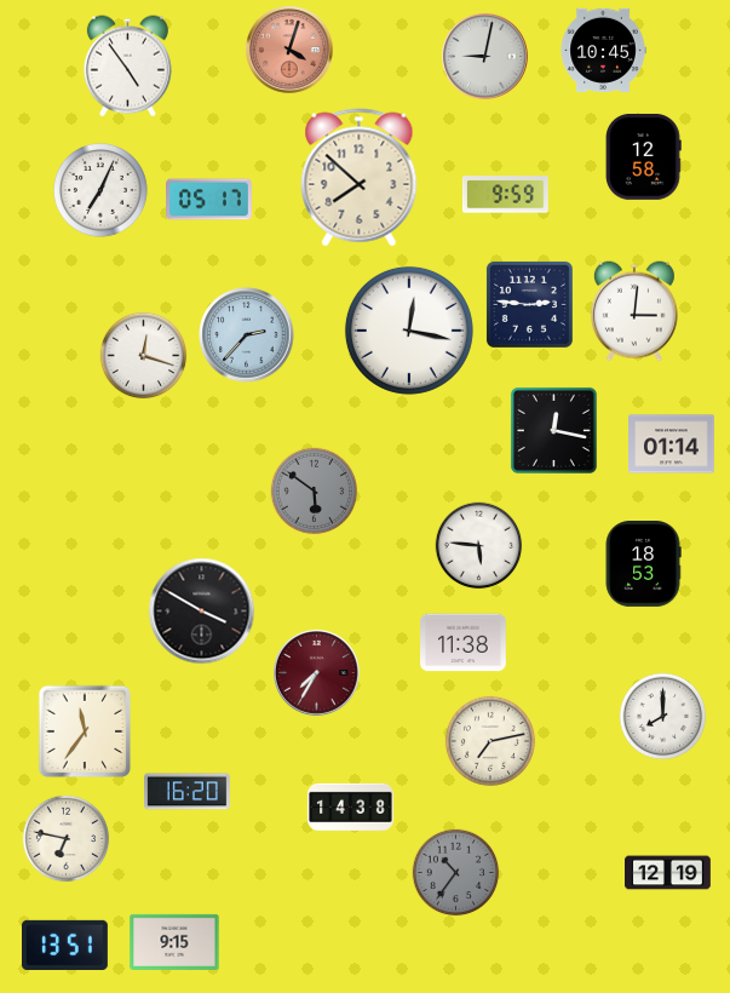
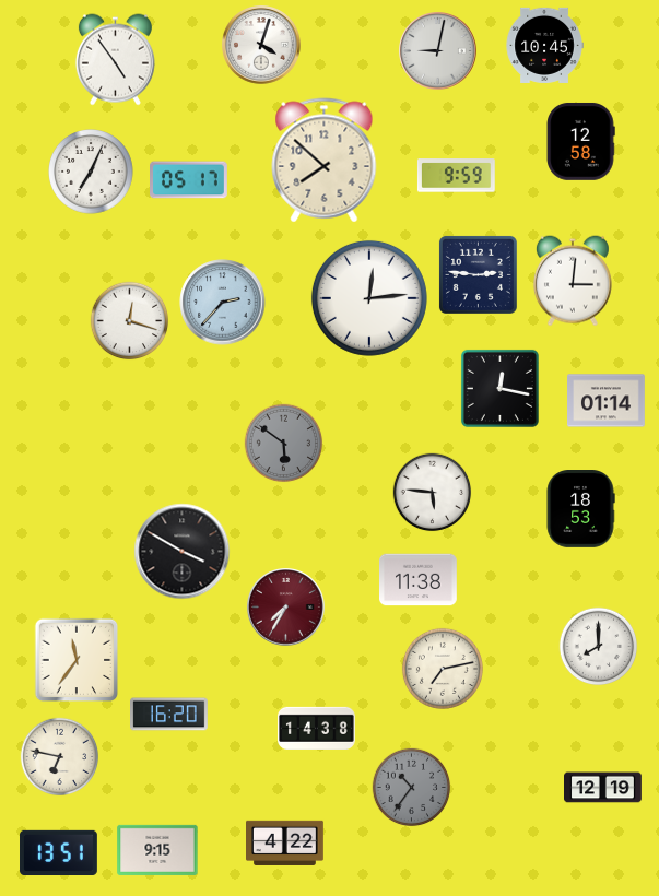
clock at (291, 51) dial: salmon -> white
clock at (409, 331): 12:17 -> 12:14
clock at (285, 842): none -> 4:22
